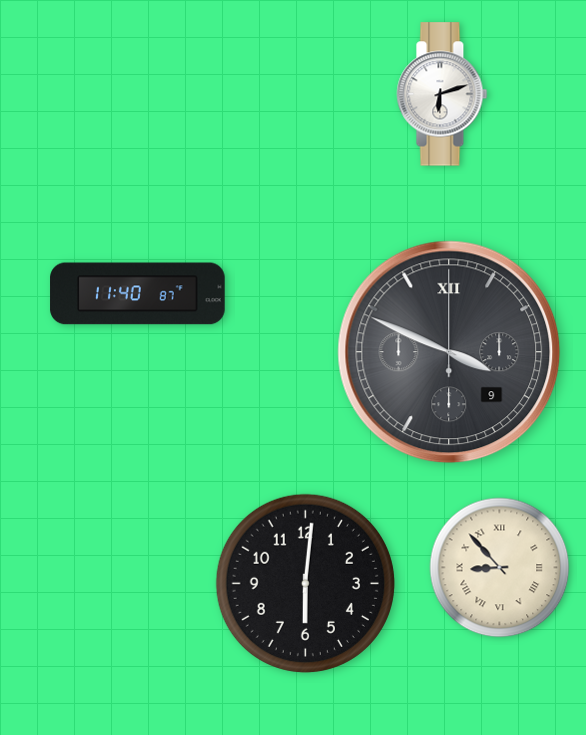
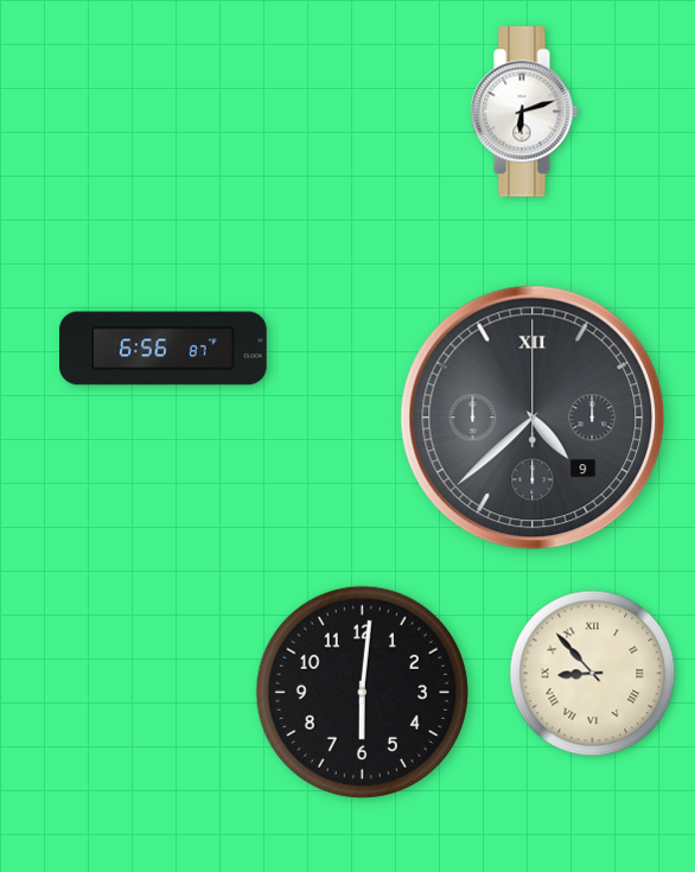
clock at (138, 294): 11:40 -> 6:56
clock at (449, 352): 3:49 -> 4:38
